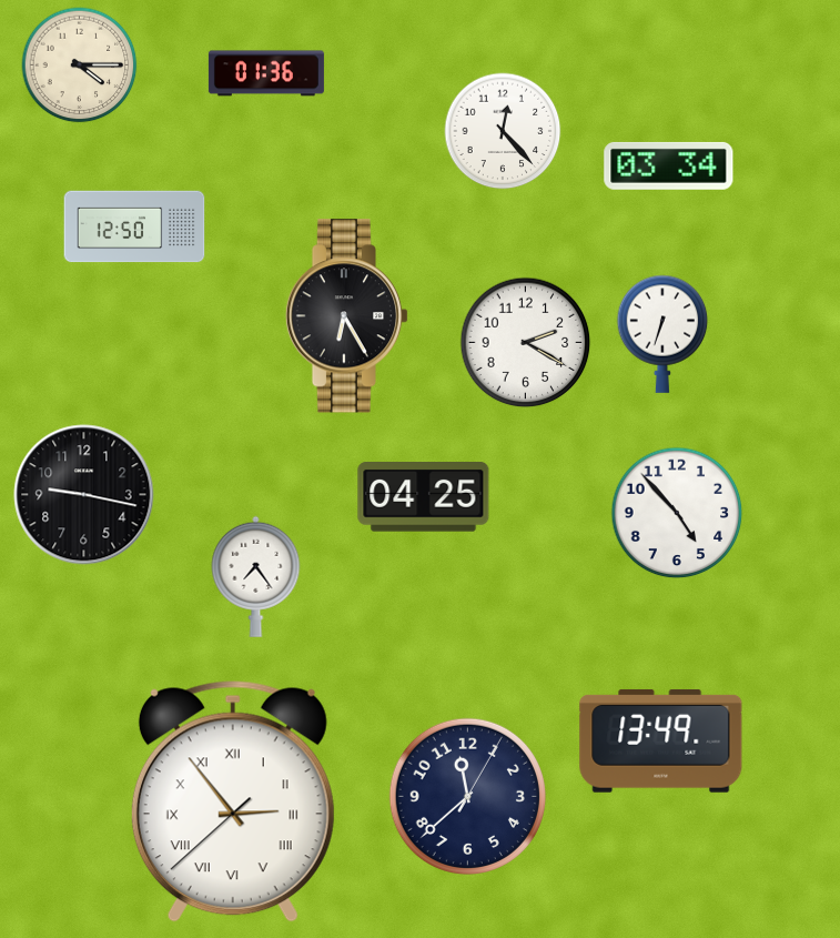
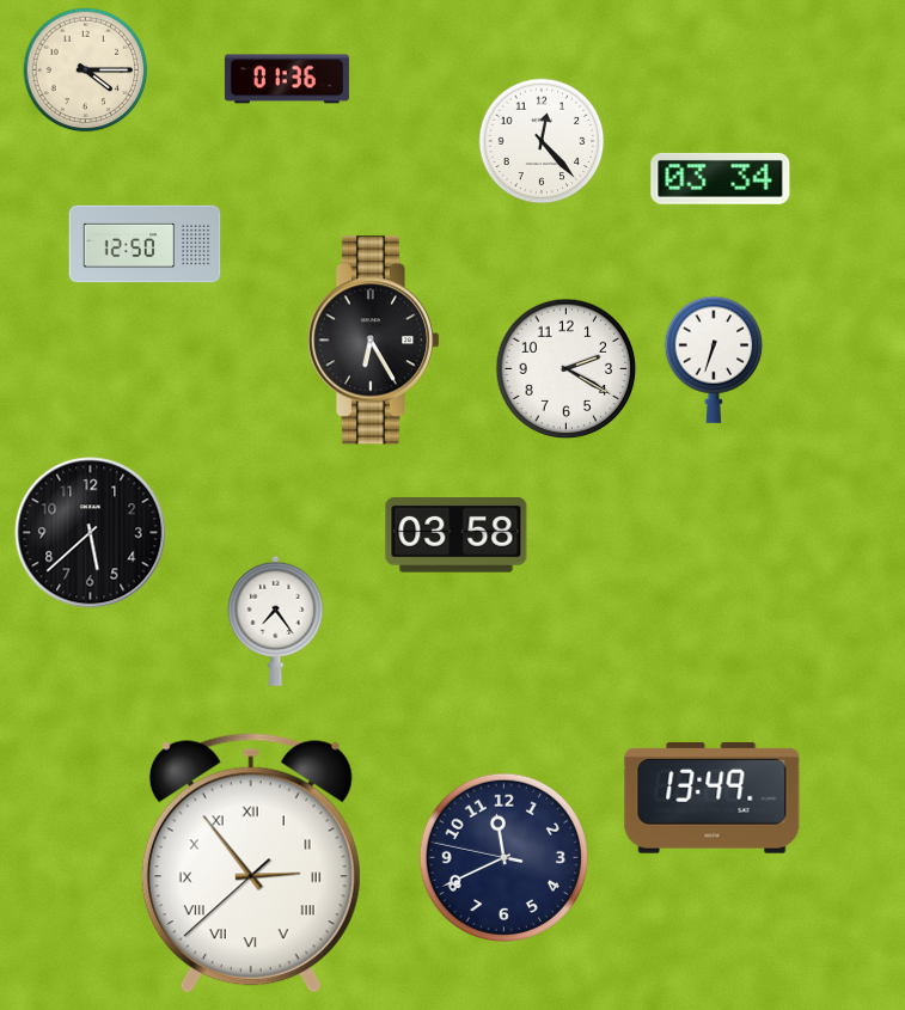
clock at (84, 495): 9:17 -> 5:38
clock at (424, 497): 04:25 -> 03:58
clock at (677, 513): 4:53 -> none
clock at (467, 796): 11:38 -> 11:40
